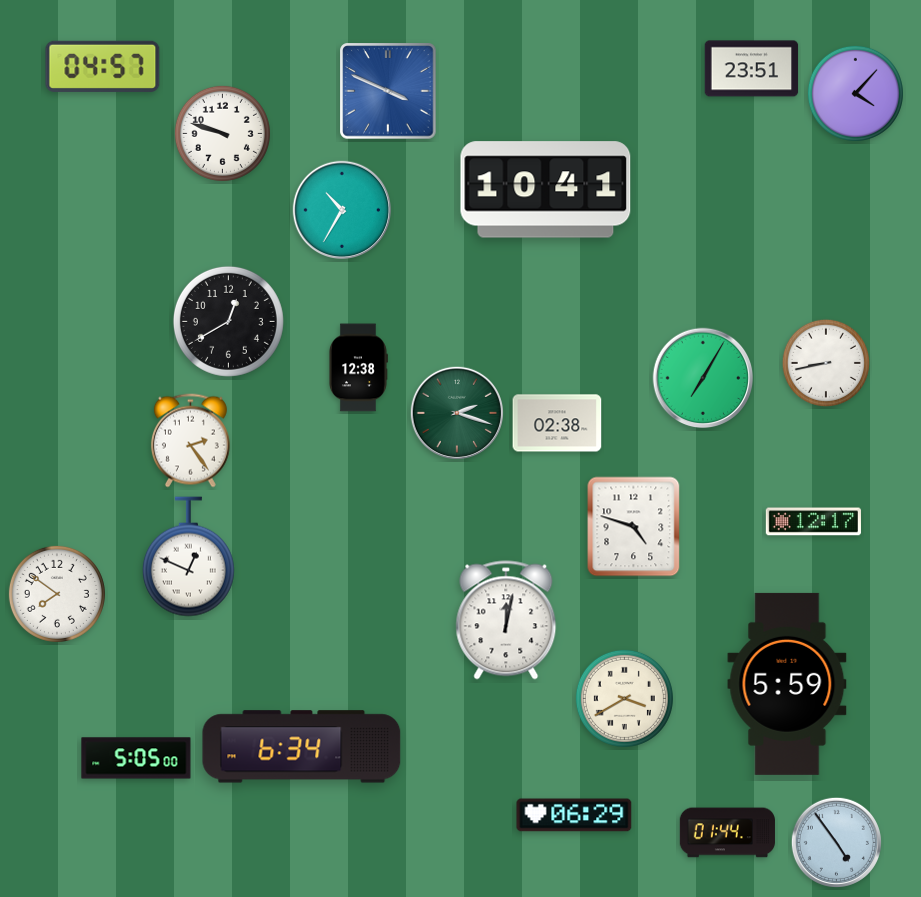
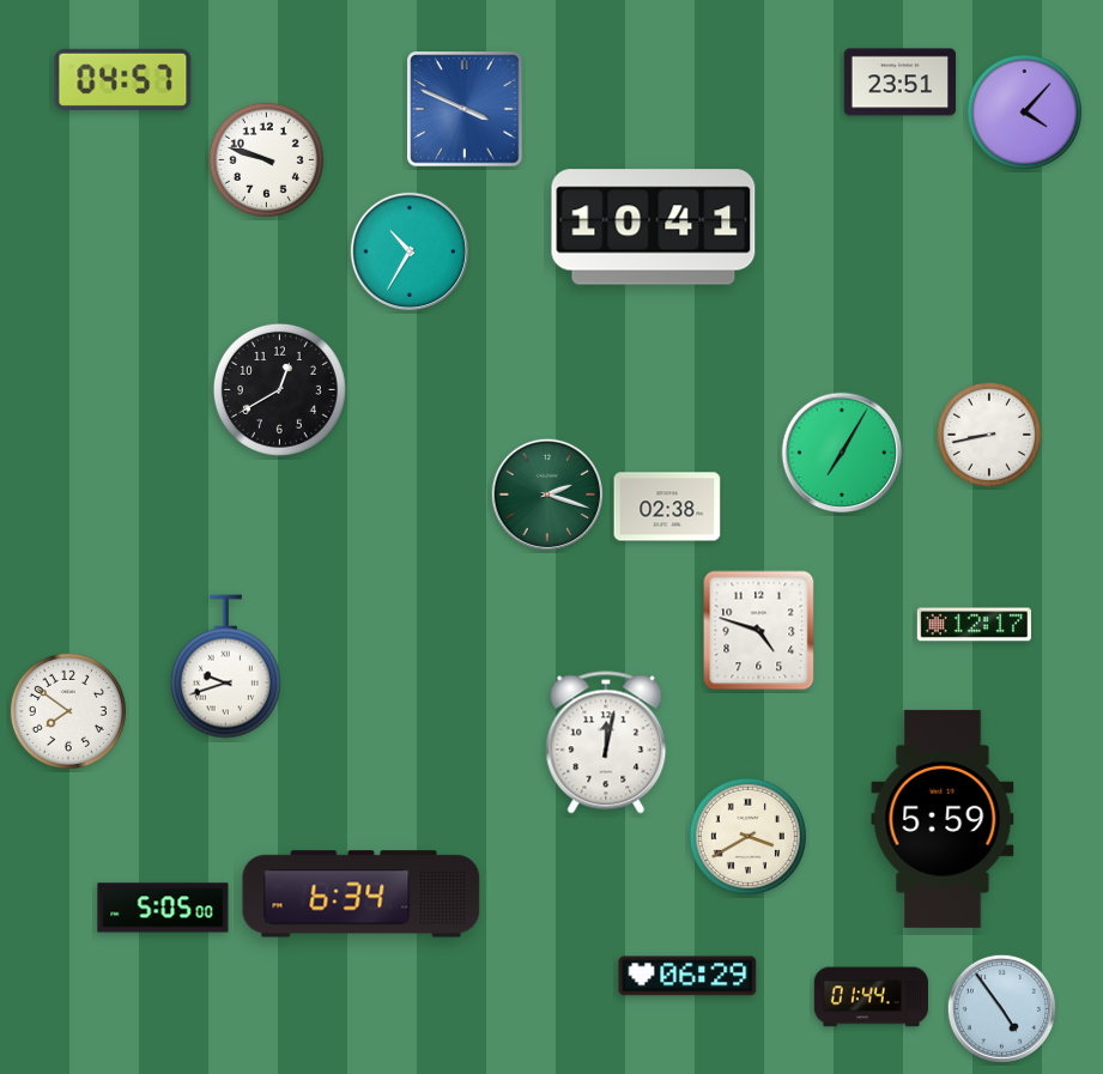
clock at (228, 321) position: (228, 321) -> (279, 389)
clock at (358, 368): 12:38 -> none
clock at (190, 441): 2:24 -> none
clock at (188, 557): 12:49 -> 9:42
